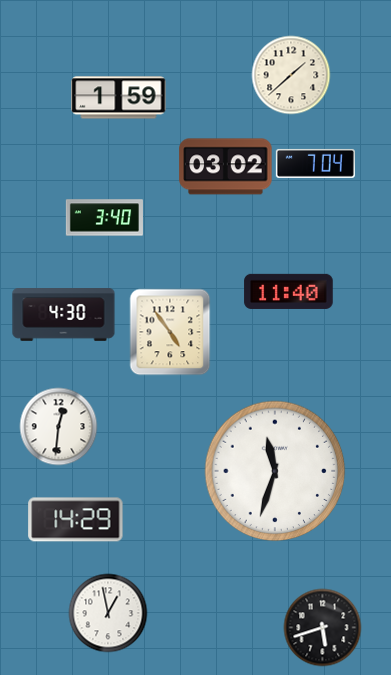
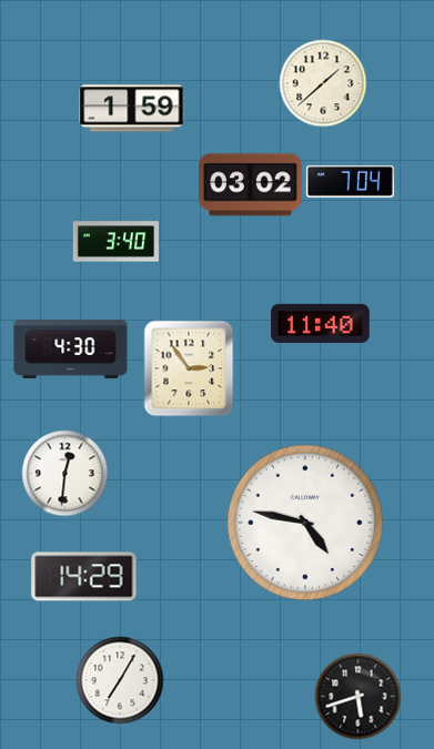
clock at (170, 332): 4:54 -> 2:54
clock at (275, 471): 11:33 -> 4:47
clock at (108, 613): 12:58 -> 7:05
